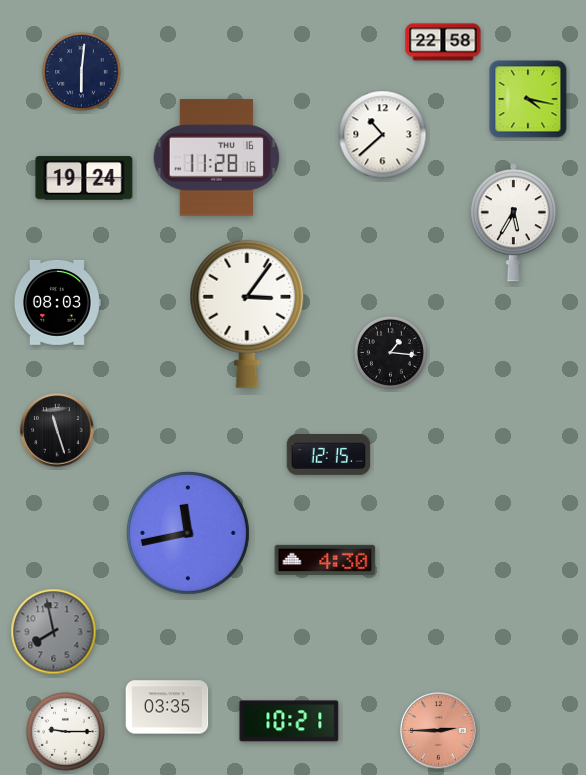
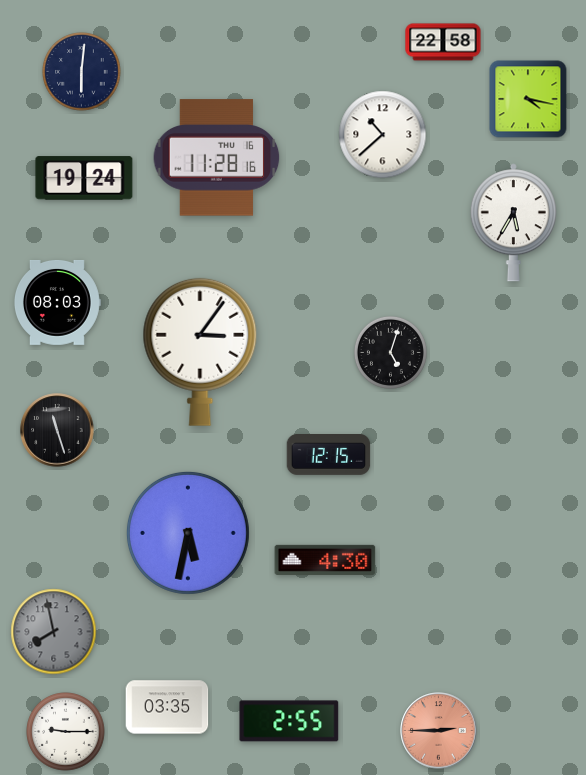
clock at (247, 314) position: (247, 314) -> (200, 352)
clock at (390, 352): 1:16 -> 5:03
clock at (188, 533): 11:43 -> 5:32
clock at (289, 721): 10:21 -> 2:55
